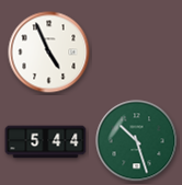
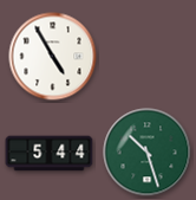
clock at (49, 53): 4:56 -> 4:55
